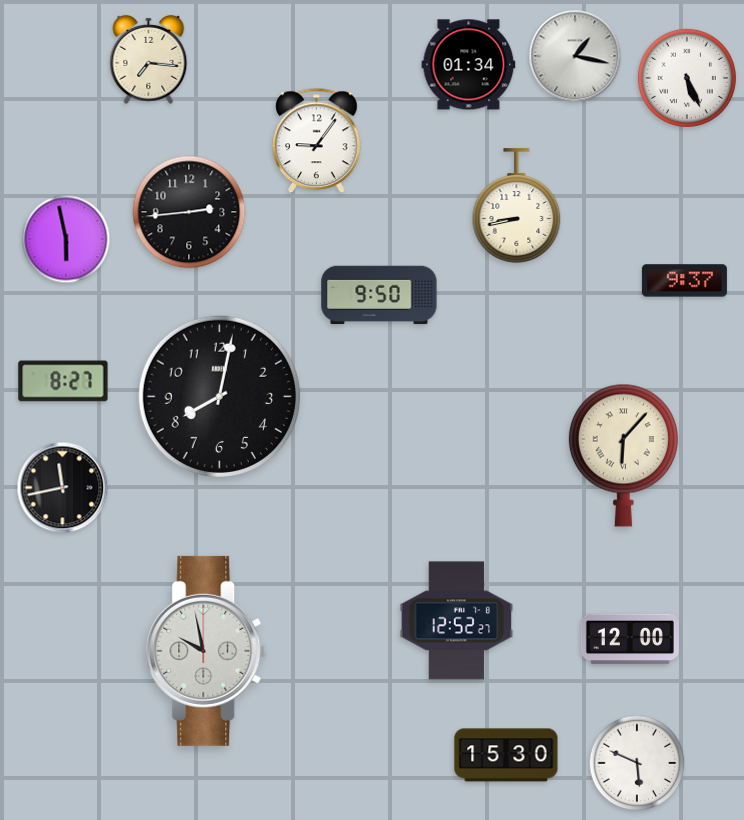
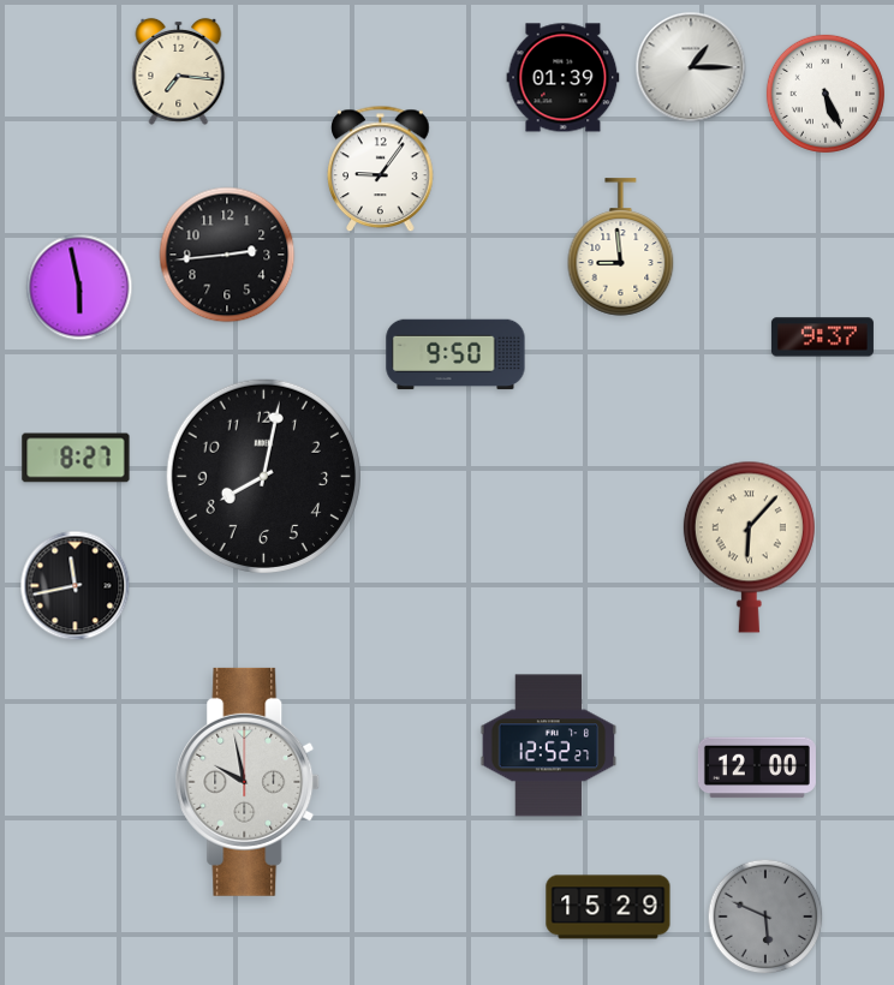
clock at (575, 56): 1:17 -> 1:15
clock at (469, 65): 01:34 -> 01:39
clock at (517, 206): 8:43 -> 8:59
clock at (506, 755): 15:30 -> 15:29
clock at (637, 763) dial: white -> grey
